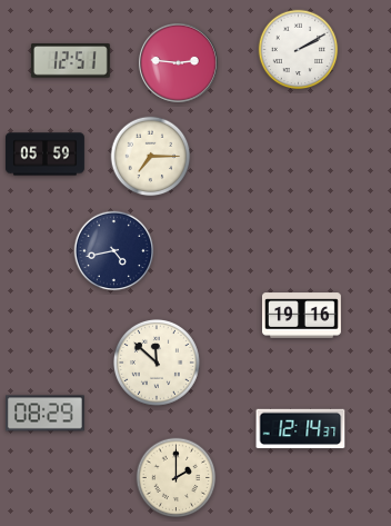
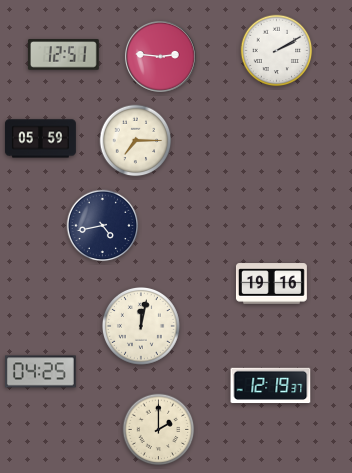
clock at (299, 50) position: (299, 50) -> (277, 51)
clock at (157, 363): 11:52 -> 12:02
clock at (44, 414): 08:29 -> 04:25
clock at (301, 429): 12:14 -> 12:19
